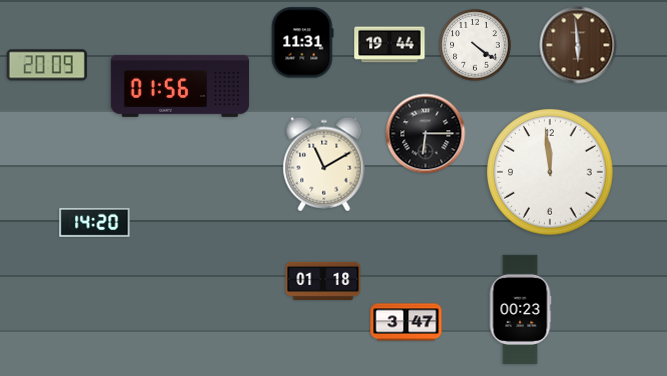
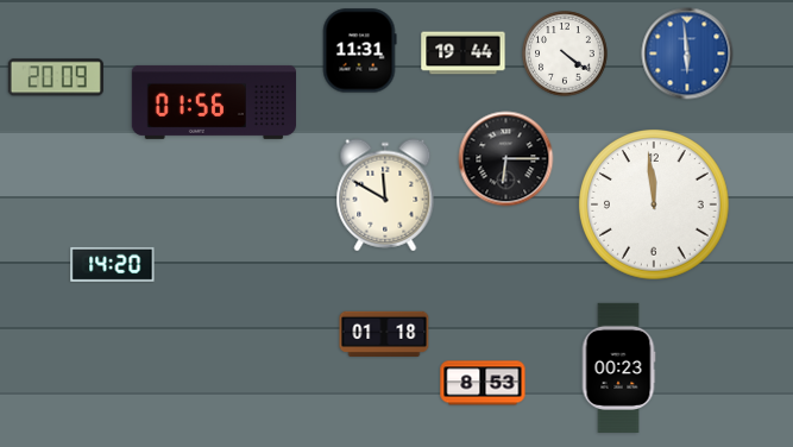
clock at (578, 45) dial: brown -> blue
clock at (324, 164): 11:10 -> 11:50
clock at (406, 322): 3:47 -> 8:53
